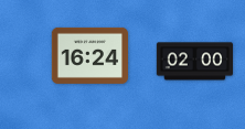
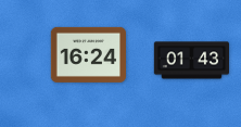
clock at (194, 62): 02:00 -> 01:43
